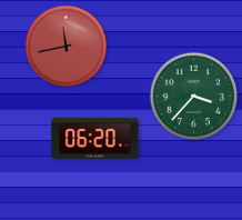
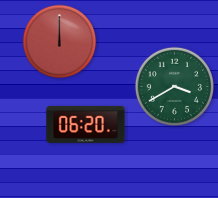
clock at (67, 47): 11:43 -> 12:00
clock at (193, 96): 3:37 -> 3:40
